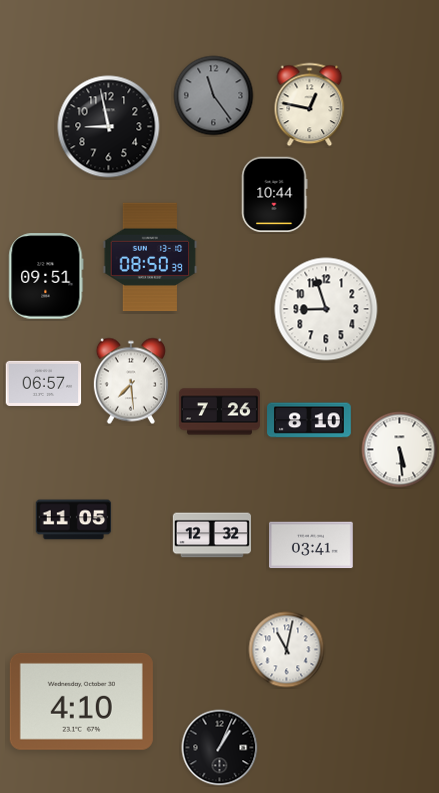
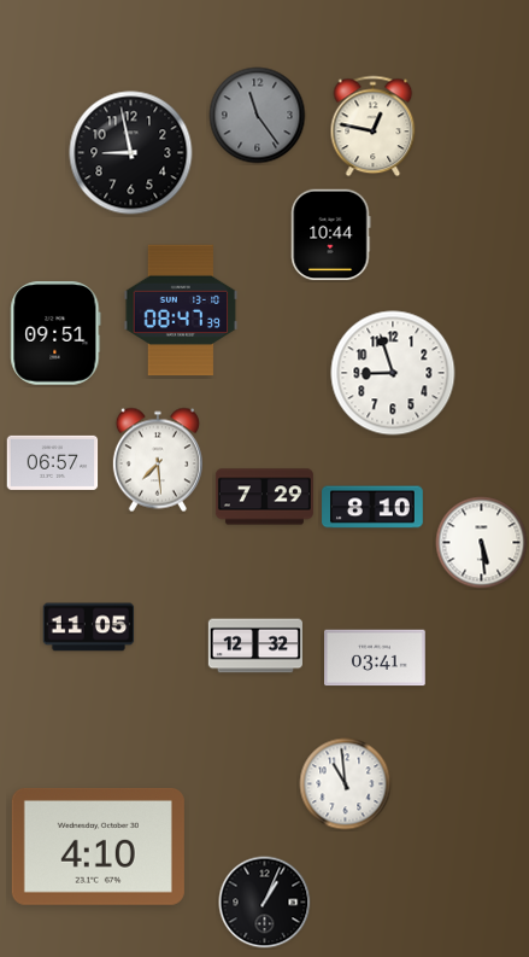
clock at (150, 257): 08:50 -> 08:47
clock at (219, 412): 7:26 -> 7:29
clock at (287, 650): 11:02 -> 10:59
